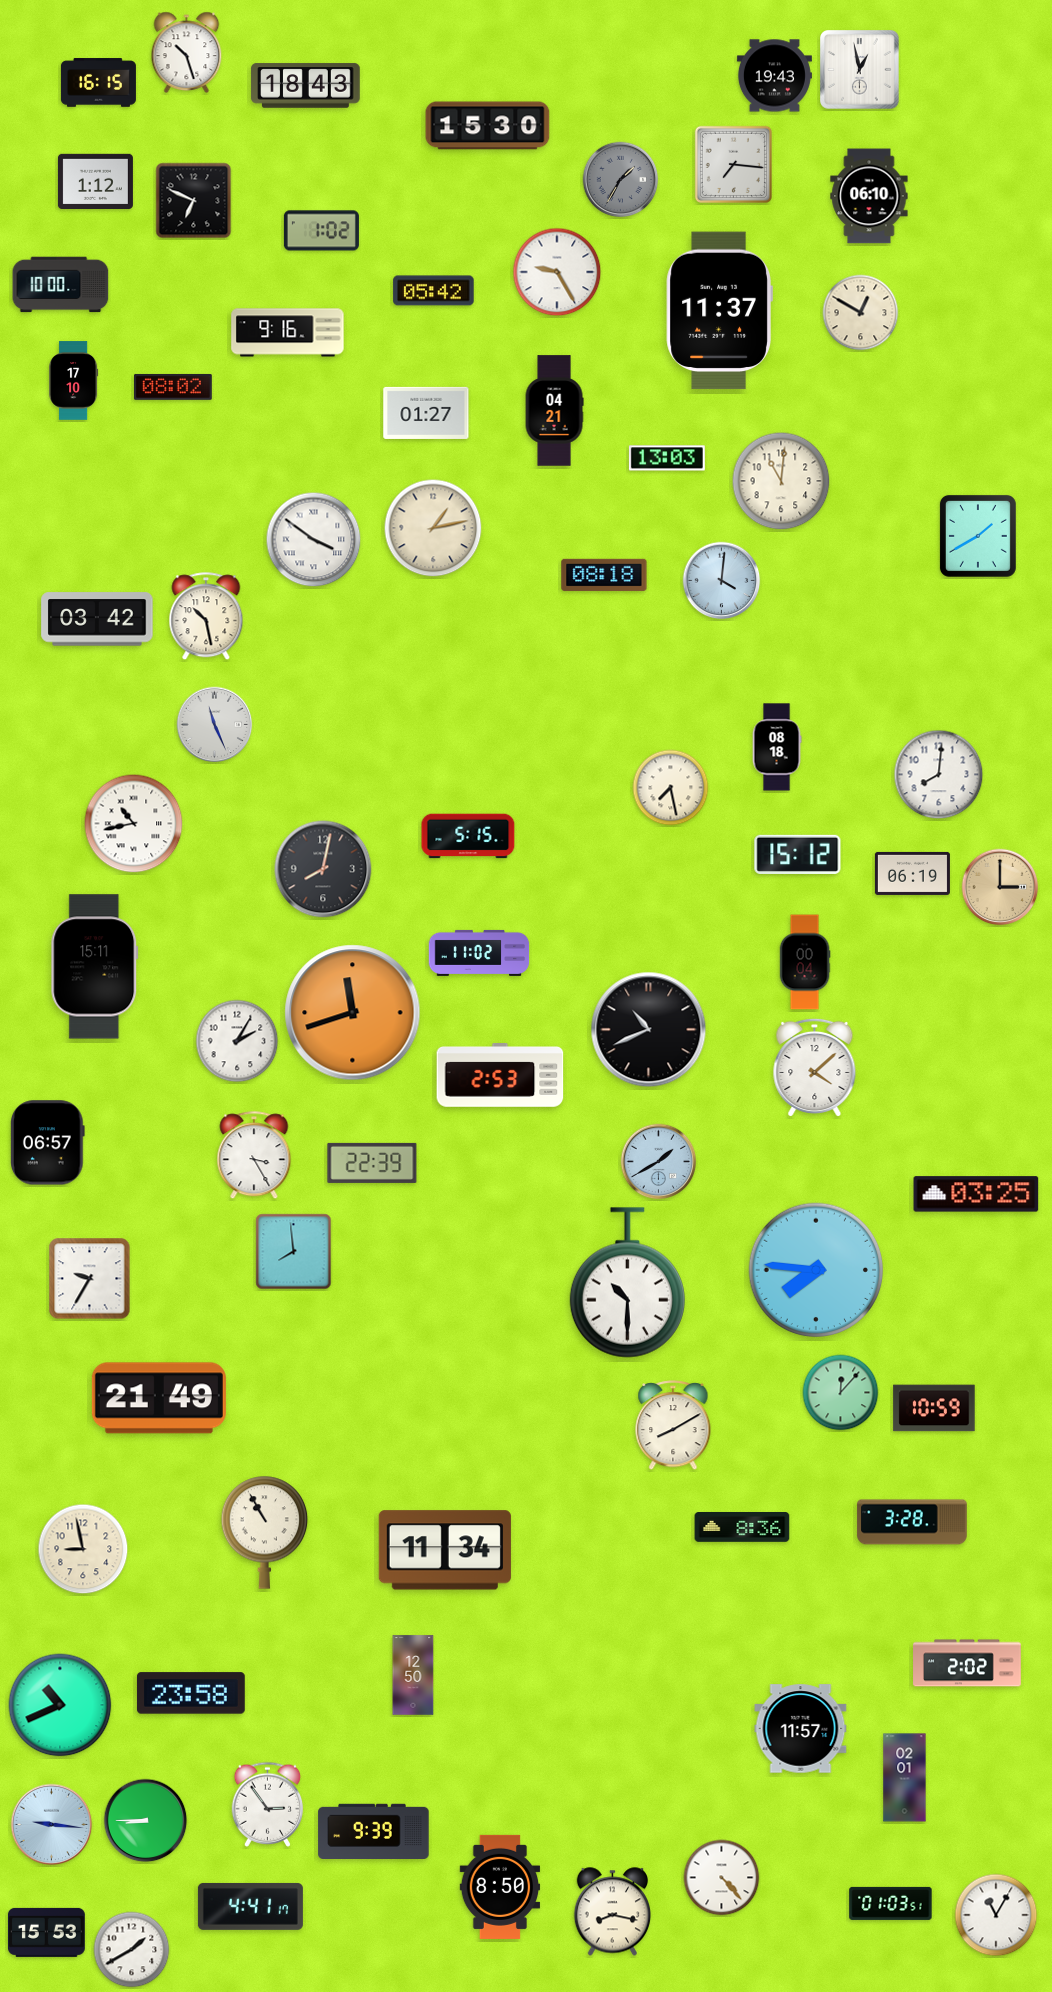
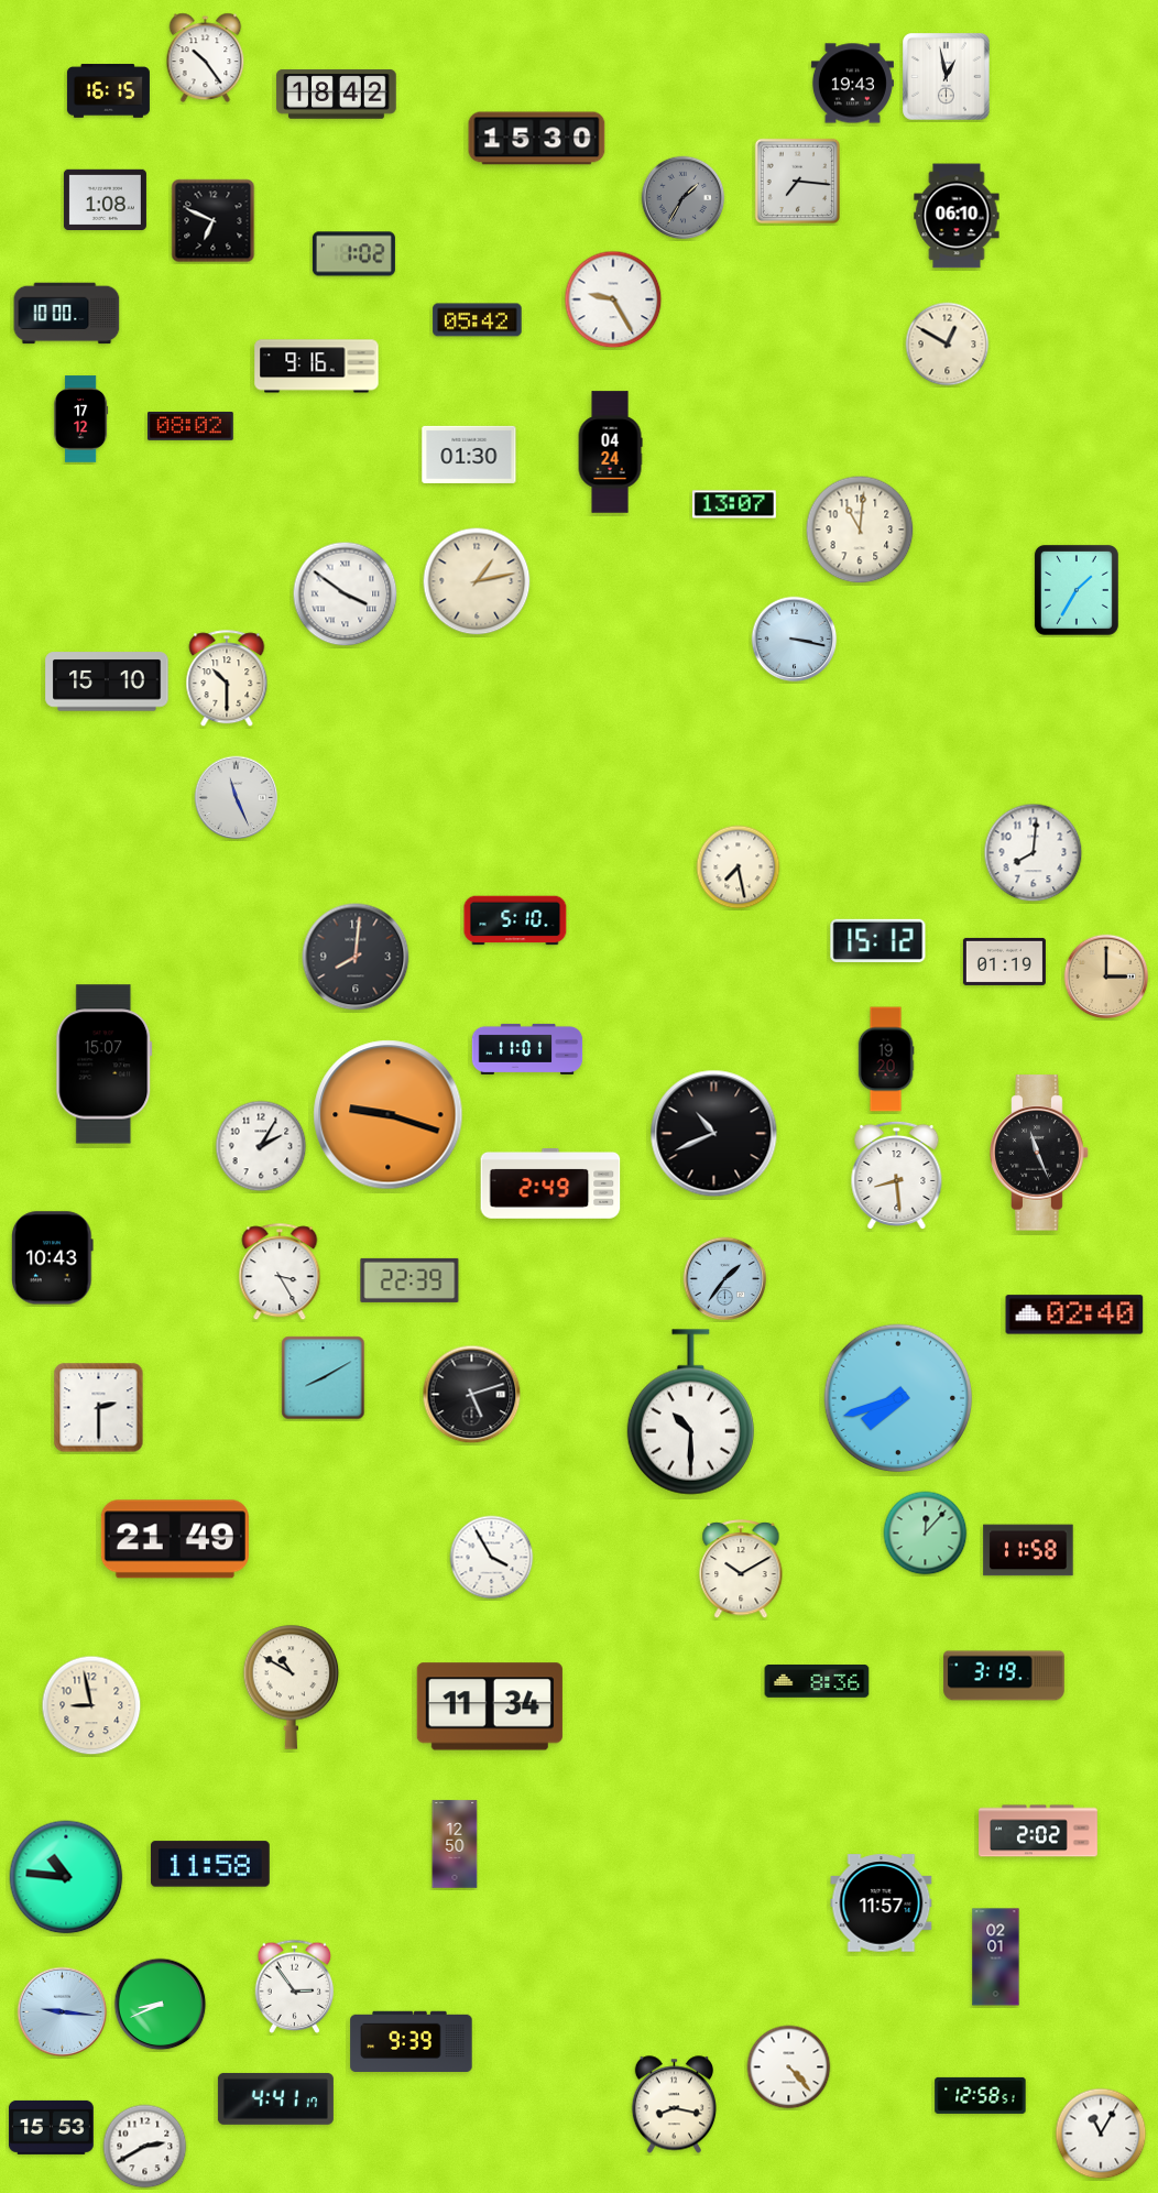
clock at (187, 52): 10:27 -> 10:24
clock at (306, 86): 18:43 -> 18:42
clock at (733, 164) position: (733, 164) -> (797, 181)
clock at (95, 181): 1:12 -> 1:08
clock at (719, 311): 11:37 -> none
clock at (74, 381): 17:10 -> 17:12
clock at (554, 411): 04:21 -> 04:24
clock at (426, 413): 01:27 -> 01:30
clock at (667, 458): 13:03 -> 13:07
clock at (978, 536): 1:40 -> 1:35
clock at (604, 575): 08:18 -> none
clock at (722, 581): 4:01 -> 3:17
clock at (206, 617): 10:28 -> 10:30
clock at (97, 619): 03:42 -> 15:10
clock at (777, 747): 08:18 -> none
clock at (134, 824): 10:43 -> none
clock at (468, 836): 5:15 -> 5:10
clock at (323, 869): 8:02 -> 8:01
clock at (912, 873): 06:19 -> 01:19
clock at (1000, 887) position: (1000, 887) -> (1106, 977)
clock at (479, 953): 11:02 -> 11:01
clock at (805, 962): 00:04 -> 19:20
clock at (95, 967): 15:11 -> 15:07
clock at (353, 1013): 11:42 -> 9:18
clock at (1039, 1153): none -> 11:26
clock at (815, 1068): 4:08 -> 8:29
clock at (500, 1076): 2:53 -> 2:49
clock at (48, 1143): 06:57 -> 10:43
clock at (659, 1162): 1:40 -> 1:36
clock at (976, 1194): 03:25 -> 02:40
clock at (294, 1252): 7:59 -> 8:10
clock at (472, 1395): none -> 5:12
clock at (816, 1270): 7:46 -> 7:42
clock at (90, 1279): 9:35 -> 2:30
clock at (934, 1408): 10:59 -> 11:58
clock at (492, 1558): none -> 3:55
clock at (673, 1426): 8:10 -> 10:10
clock at (912, 1522): 3:28 -> 3:19
clock at (265, 1532): 10:55 -> 10:50
clock at (967, 1663) position: (967, 1663) -> (1038, 1831)
clock at (191, 1693): 23:58 -> 11:58
clock at (60, 1705): 10:41 -> 10:46
clock at (146, 1821): 8:45 -> 8:41
clock at (52, 1825) position: (52, 1825) -> (63, 2012)
clock at (374, 1831) position: (374, 1831) -> (412, 2041)
clock at (722, 1878) position: (722, 1878) -> (789, 2067)
clock at (500, 1887): 8:50 -> none
clock at (891, 1903): 01:03 -> 12:58
clock at (996, 1915) position: (996, 1915) -> (1101, 2134)
clock at (132, 1950): 1:40 -> 2:40
